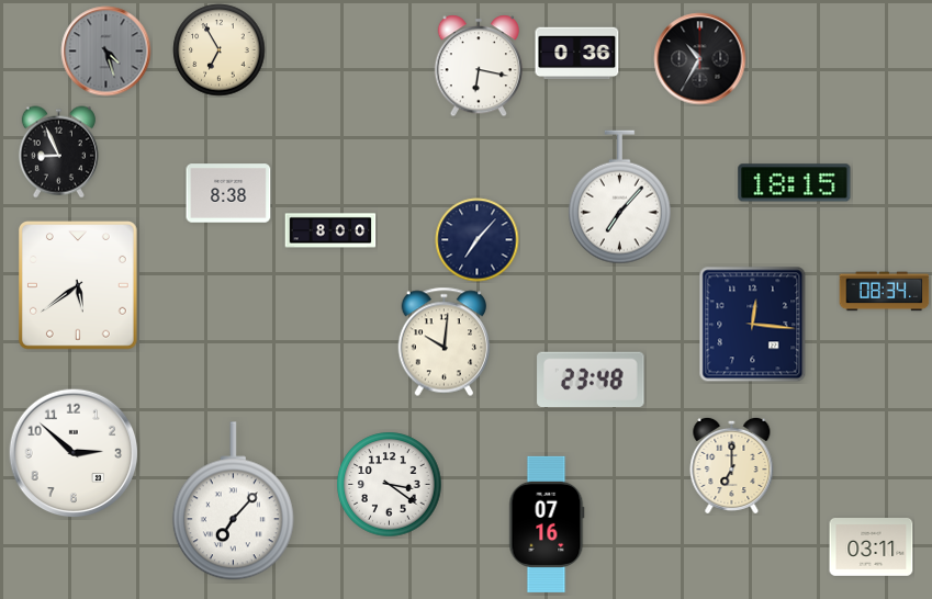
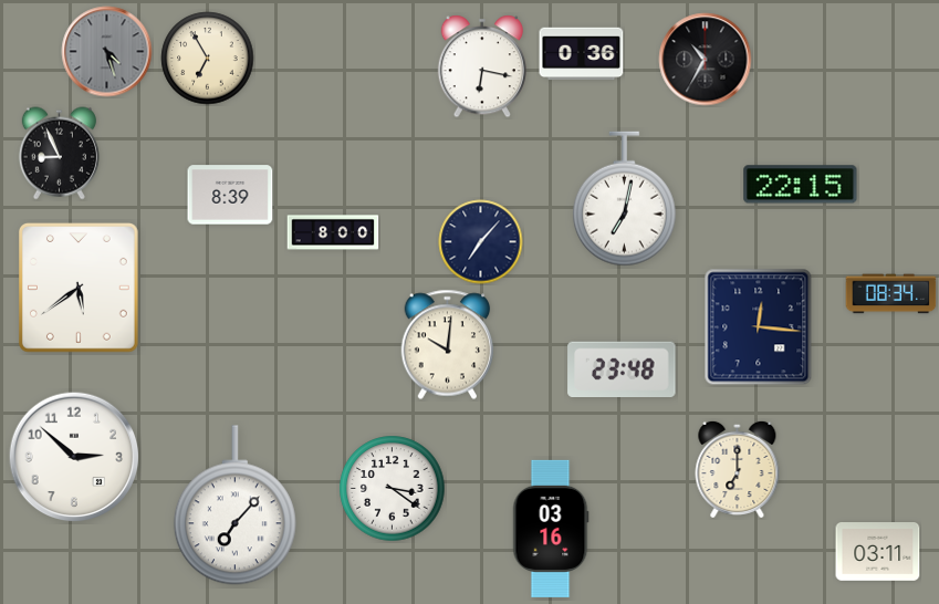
clock at (220, 50) position: (220, 50) -> (208, 59)
clock at (795, 183): 18:15 -> 22:15
clock at (228, 193): 8:38 -> 8:39
clock at (619, 197): 7:07 -> 7:02
clock at (591, 380) position: (591, 380) -> (622, 369)
clock at (547, 524): 07:16 -> 03:16
